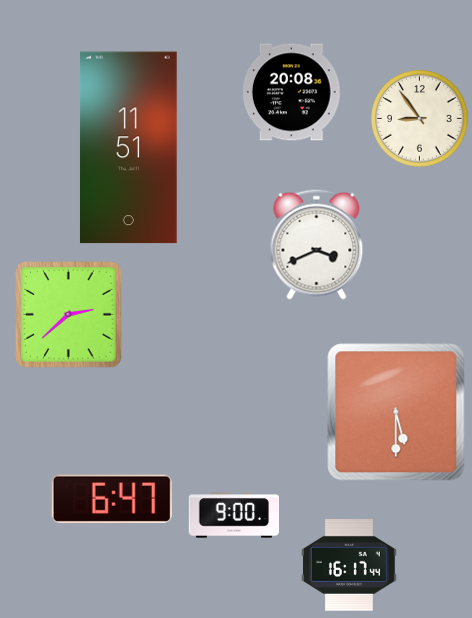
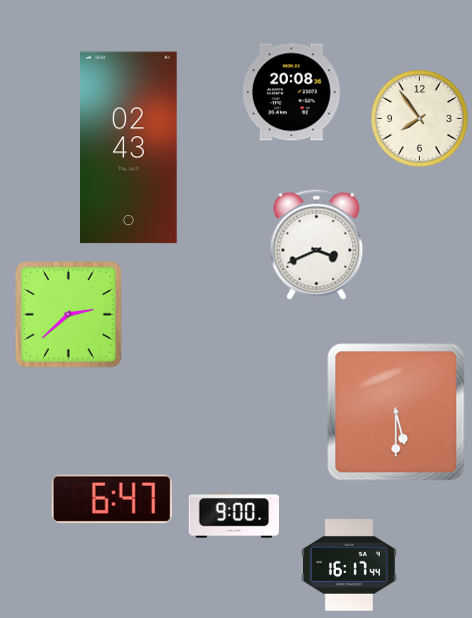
clock at (420, 119): 8:54 -> 7:54
clock at (128, 148): 11:51 -> 02:43
